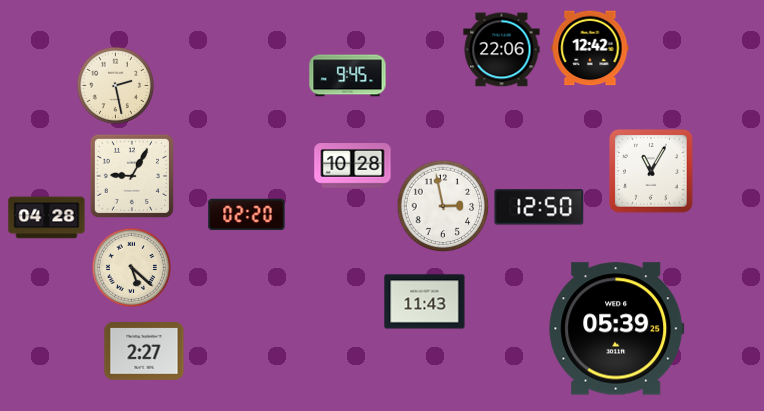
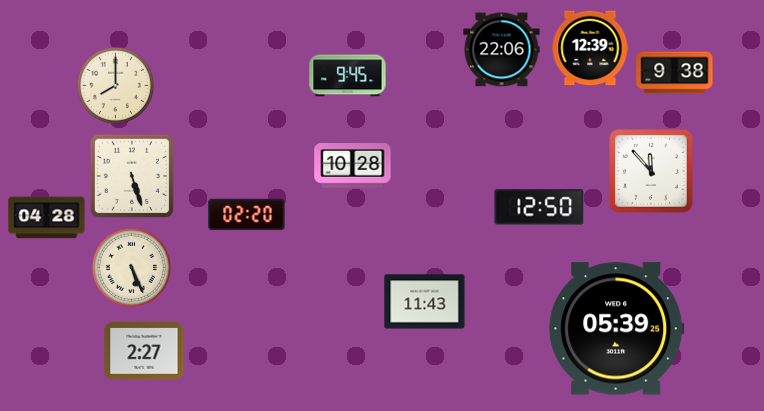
clock at (590, 48): 12:42 -> 12:39
clock at (675, 73): none -> 9:38
clock at (115, 85): 2:28 -> 8:00
clock at (651, 171): 11:05 -> 11:53
clock at (132, 176): 9:05 -> 5:27
clock at (443, 206): 2:58 -> none
clock at (131, 267): 5:22 -> 5:26
